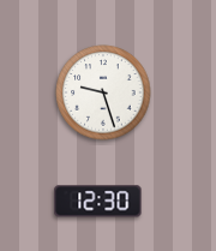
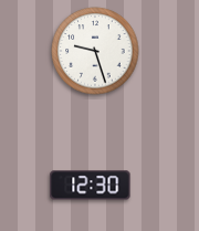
clock at (103, 92) position: (103, 92) -> (95, 51)
